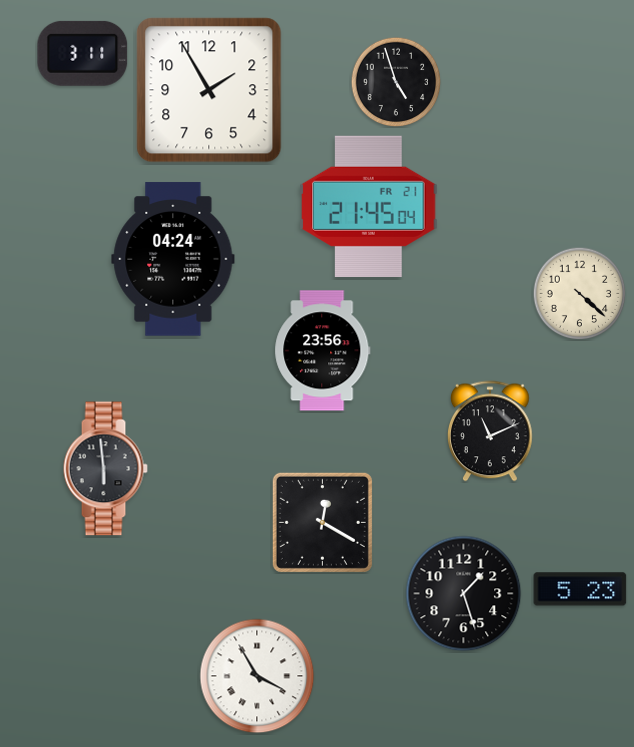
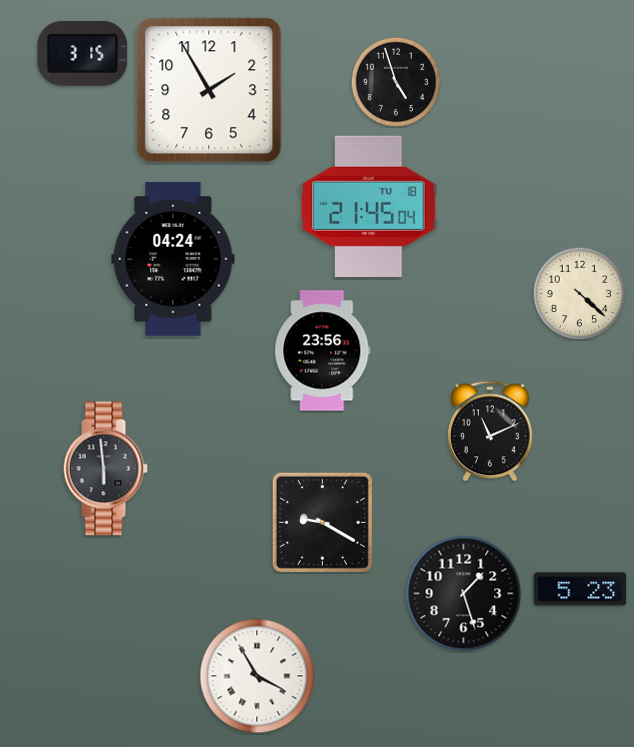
clock at (83, 53): 3:11 -> 3:15
clock at (369, 206) date: FR 21 -> TU 18
clock at (322, 522): 12:20 -> 9:20
